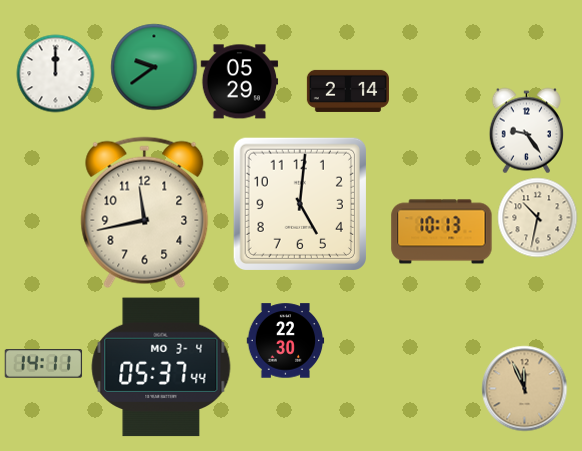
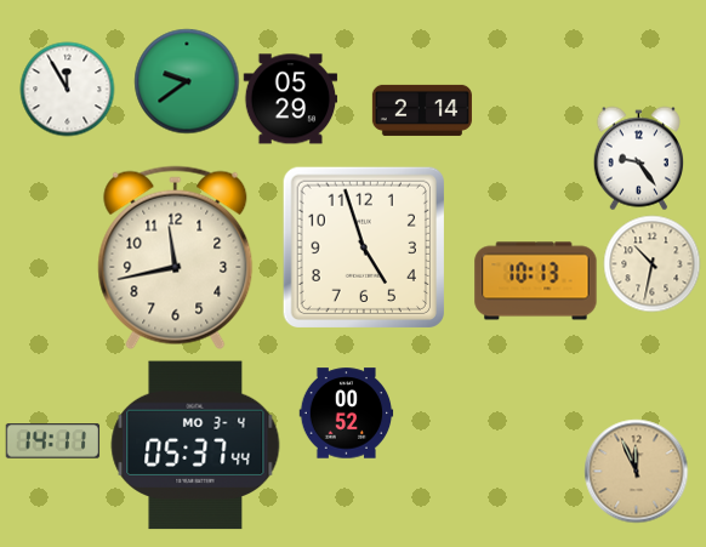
clock at (55, 73): 12:00 -> 11:55
clock at (299, 203): 5:01 -> 4:57
clock at (285, 341): 22:30 -> 00:52
